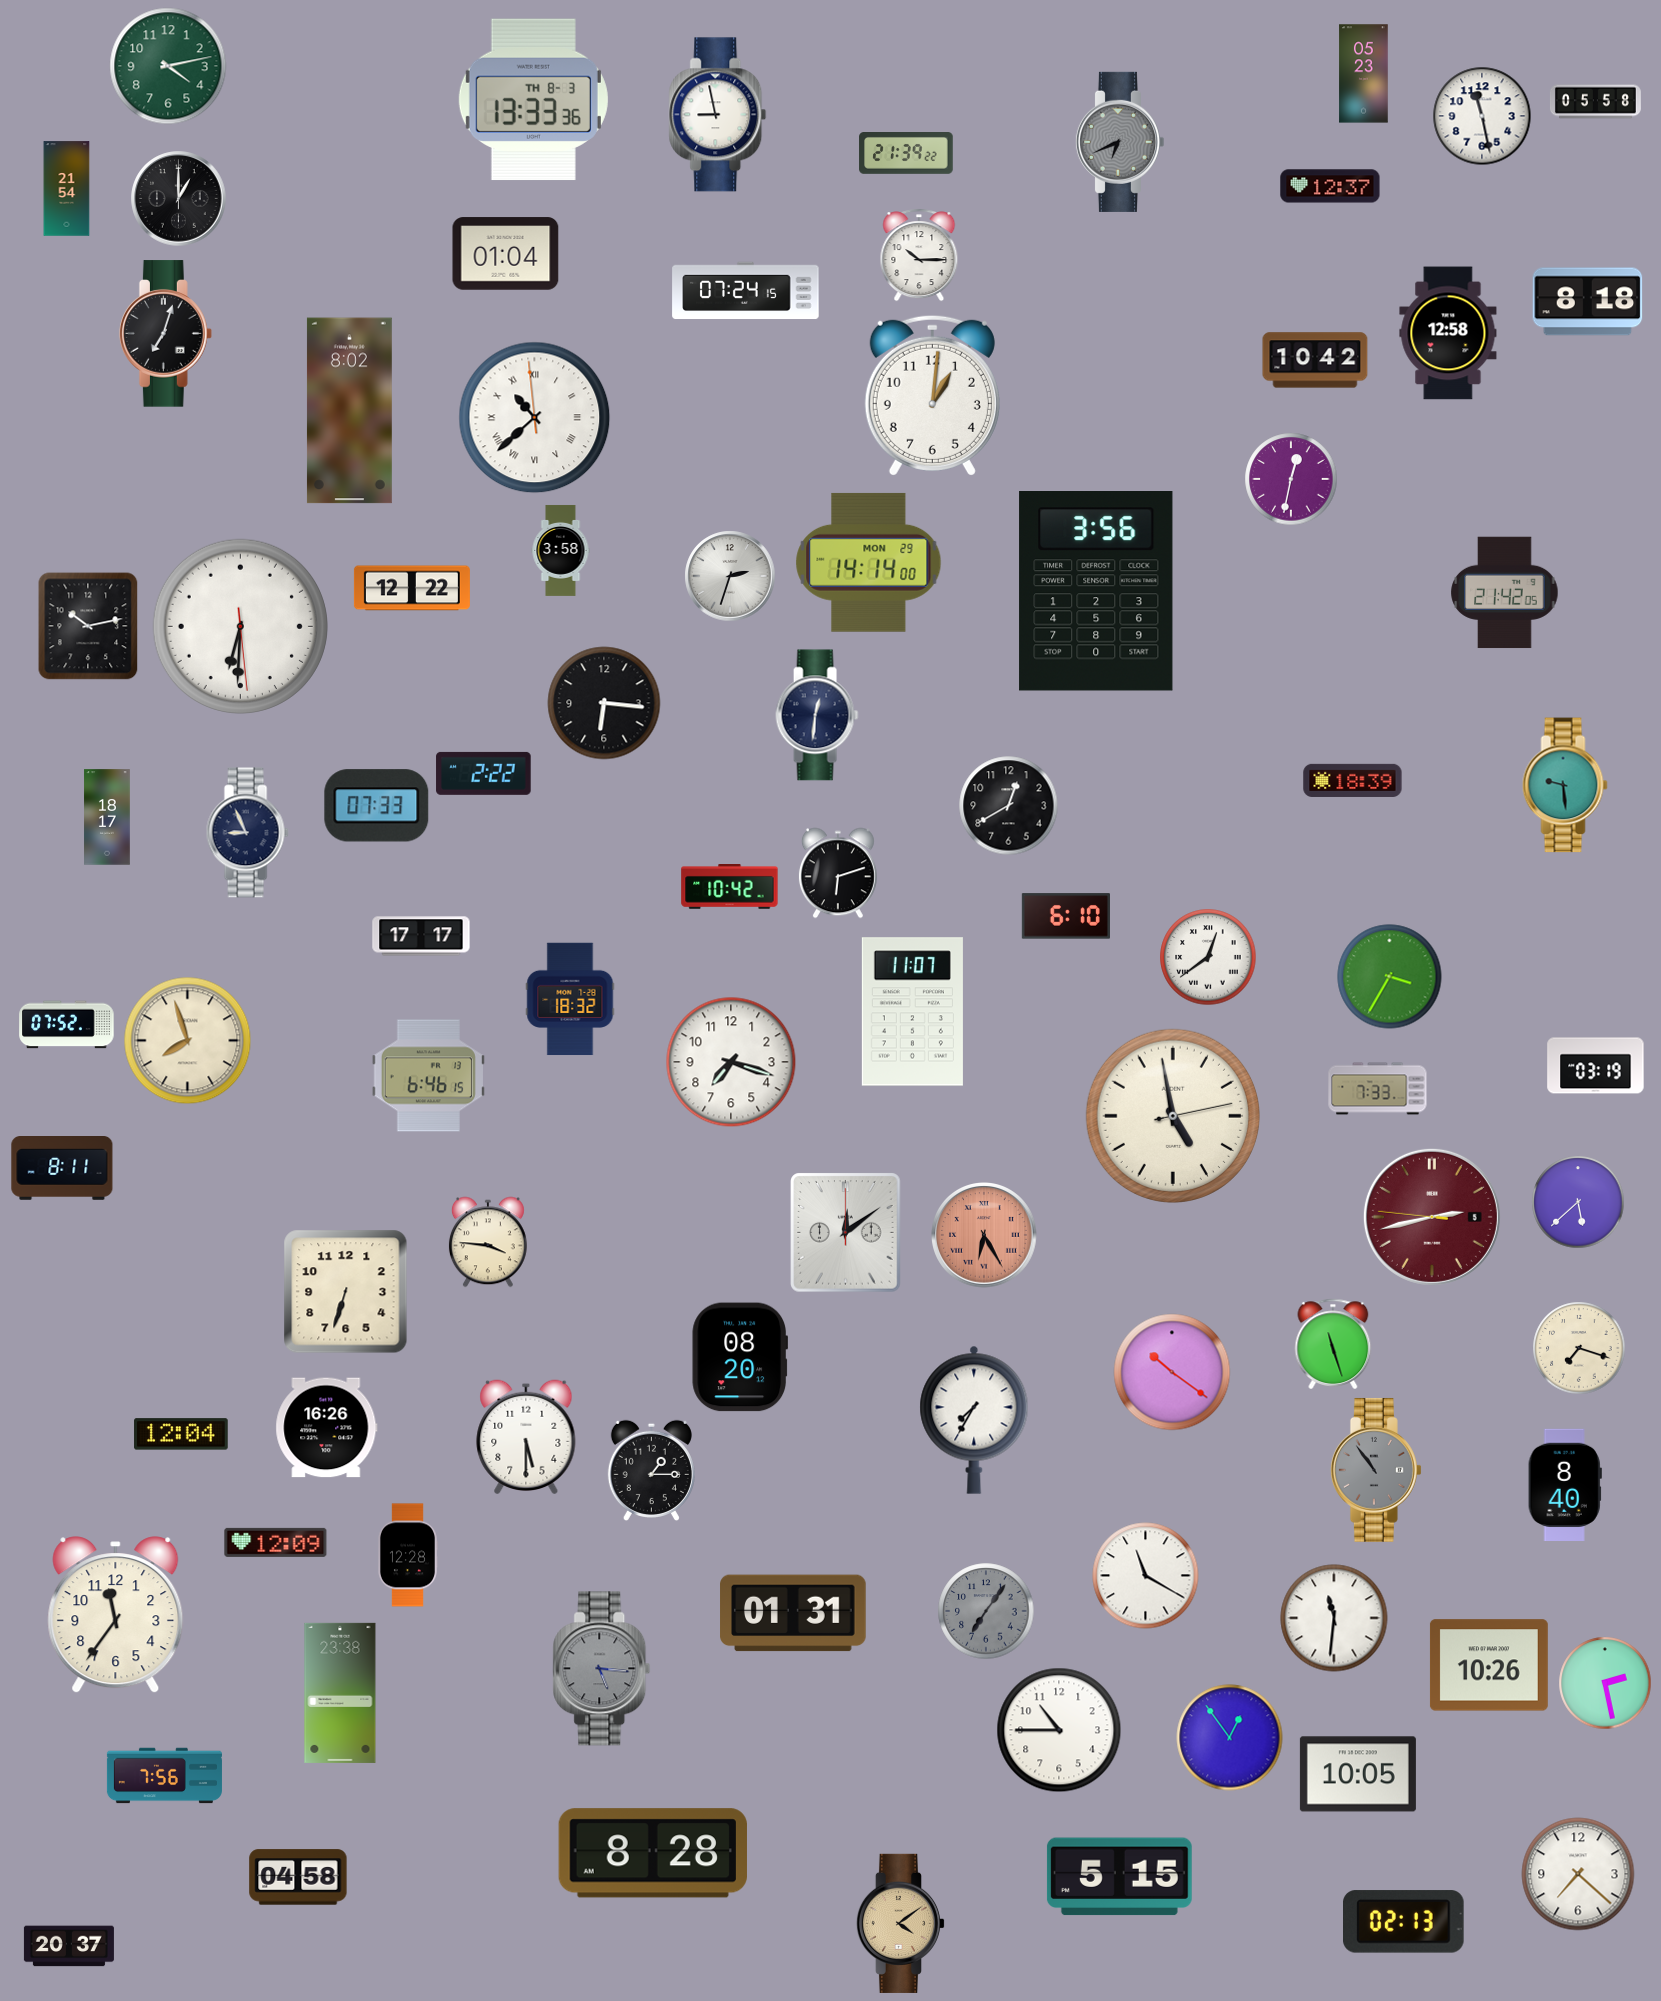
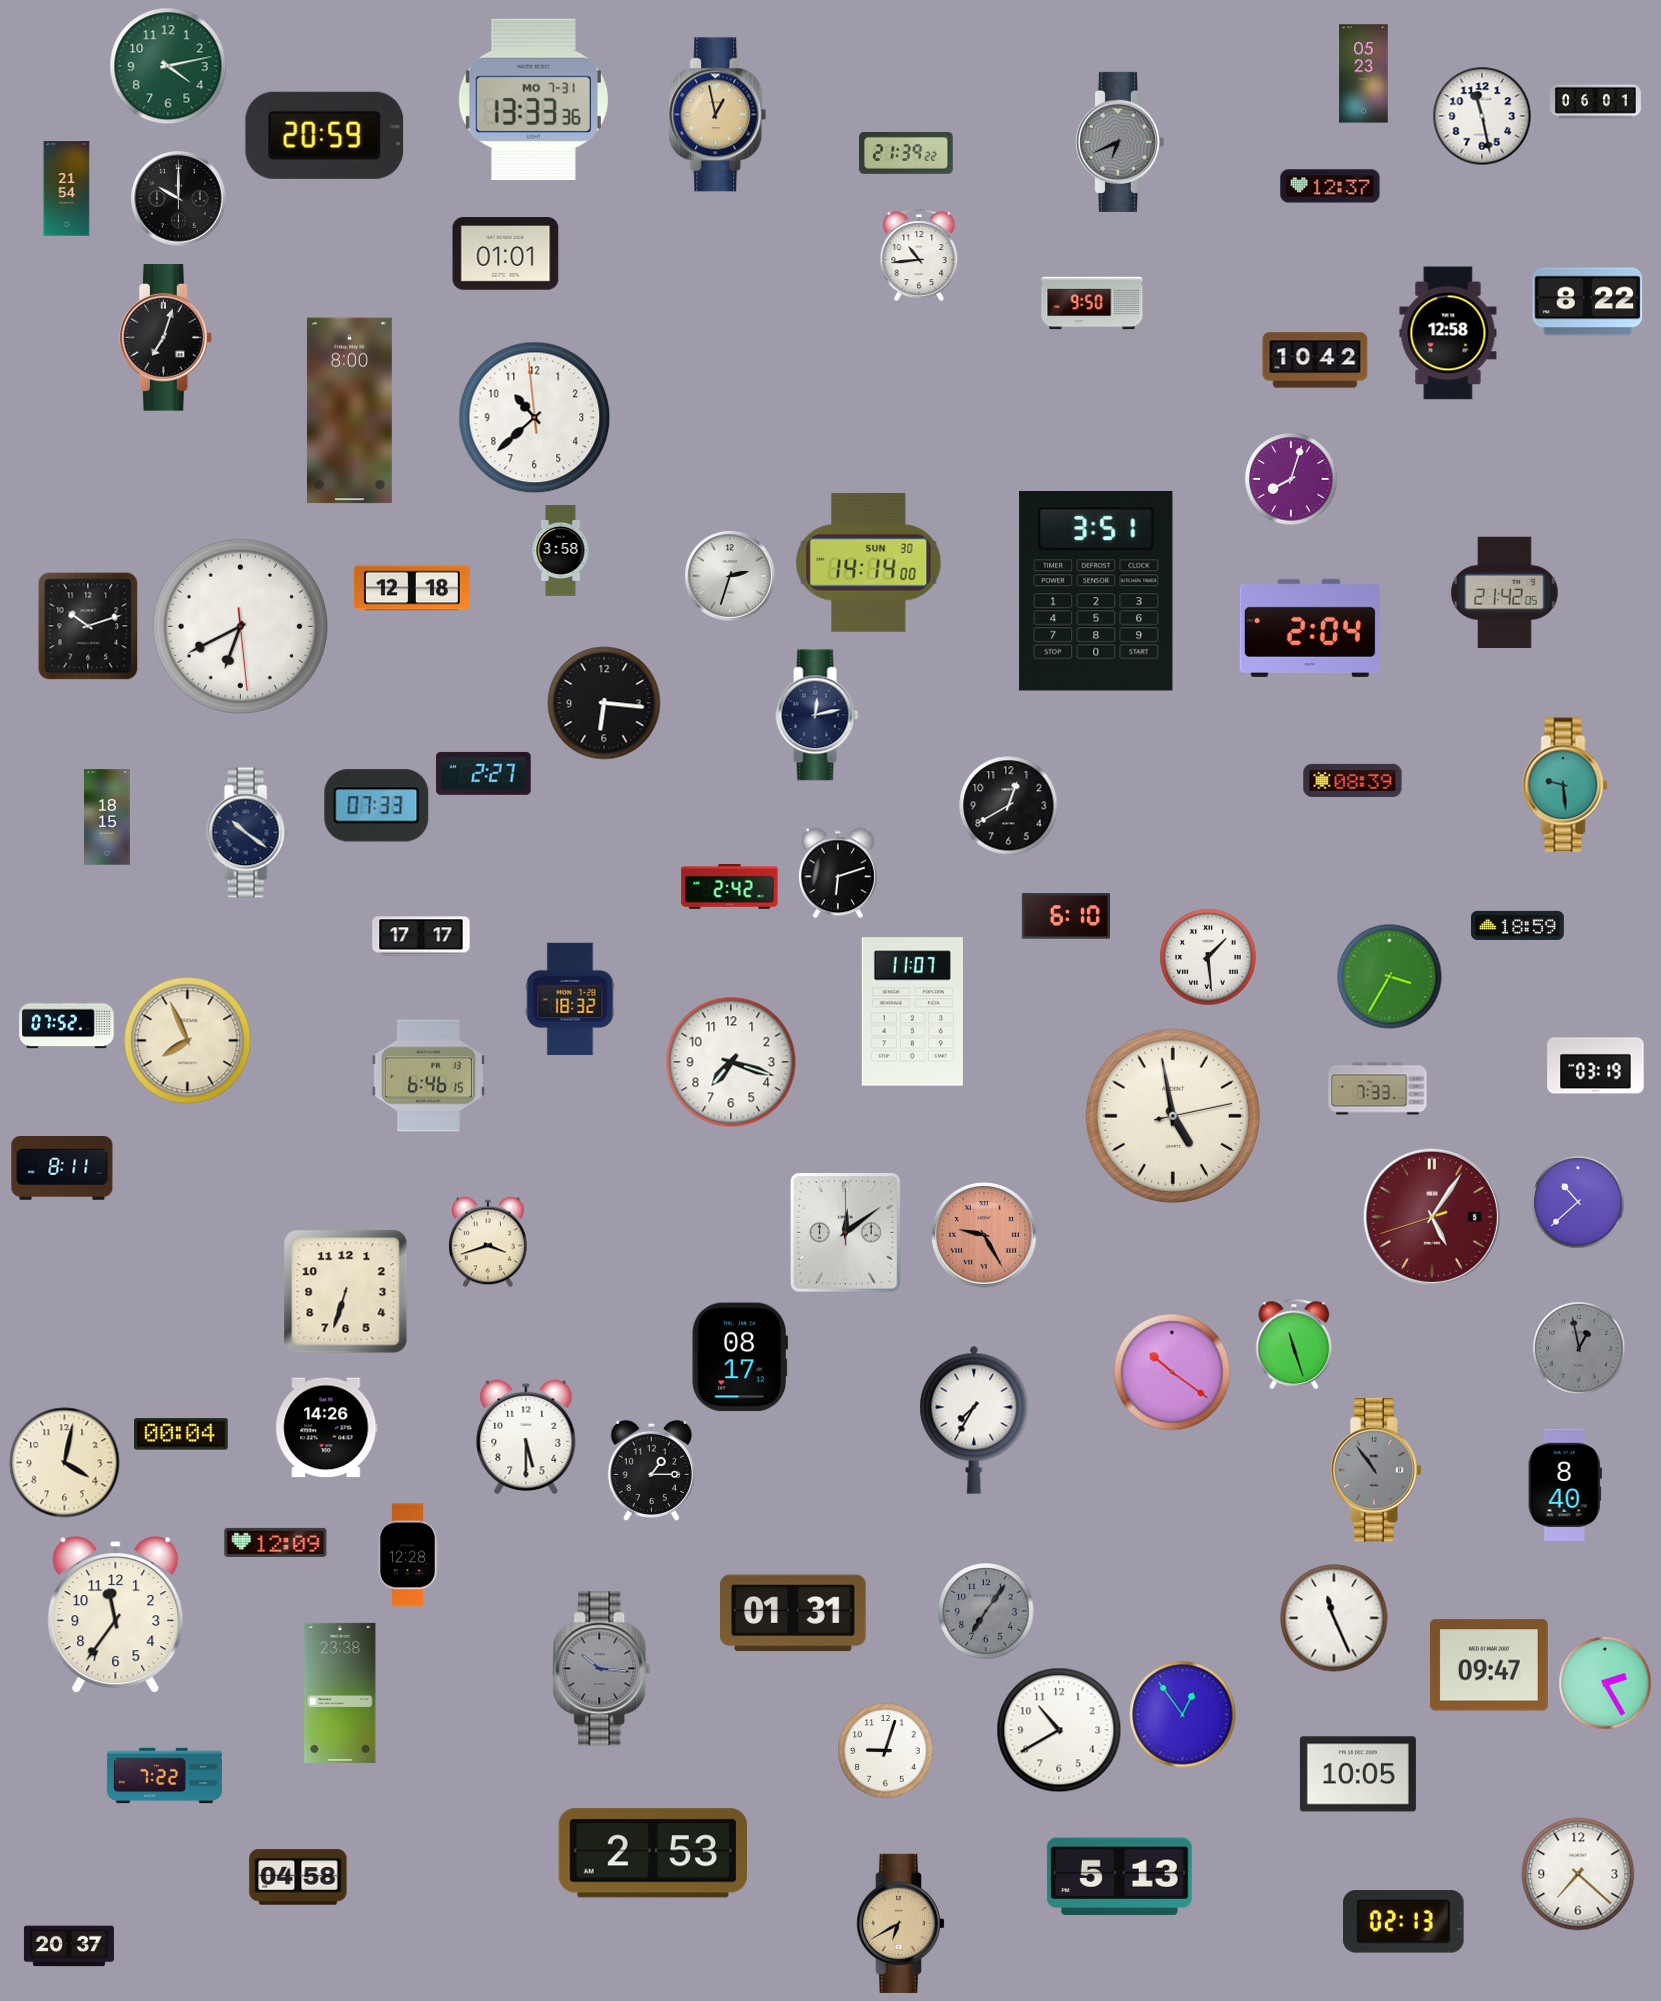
clock at (533, 100) date: TH 8-3 -> MO 7-31
clock at (1595, 102): 05:58 -> 06:01
clock at (718, 115): 8:58 -> 12:58
clock at (718, 115) dial: white -> champagne
clock at (325, 135): none -> 20:59
clock at (179, 199): 1:00 -> 10:00
clock at (506, 254): 01:04 -> 01:01
clock at (919, 255): 10:15 -> 10:44
clock at (746, 291): 07:24 -> none
clock at (1588, 302): 8:18 -> 8:22
clock at (1092, 303): none -> 9:50
clock at (165, 334) position: (165, 334) -> (165, 338)
clock at (932, 395): 1:01 -> none
clock at (349, 411): 8:02 -> 8:00
clock at (535, 418) numerals: Roman -> Arabic
clock at (1291, 479): 12:32 -> 8:03
clock at (869, 562) date: MON 29 -> SUN 30
clock at (412, 588): 12:22 -> 12:18
clock at (1096, 592): 3:56 -> 3:51
clock at (88, 626): 10:13 -> 10:12
clock at (240, 626): 6:30 -> 6:40
clock at (1310, 628): none -> 2:04
clock at (817, 715): 12:31 -> 12:13
clock at (484, 773): 2:22 -> 2:27
clock at (1353, 780): 18:39 -> 08:39
clock at (107, 817): 18:17 -> 18:15
clock at (247, 833): 8:56 -> 10:21
clock at (730, 887): 10:42 -> 2:42
clock at (1518, 925): none -> 18:59
clock at (1208, 957): 12:39 -> 1:29
clock at (188, 1041): 7:57 -> 7:56
clock at (1578, 1202): 5:38 -> 10:38
clock at (1432, 1217): 2:42 -> 5:05
clock at (984, 1235): 6:25 -> 9:25
clock at (488, 1242): 3:46 -> 3:42
clock at (1333, 1343) position: (1333, 1343) -> (1294, 1343)
clock at (1579, 1348): 7:18 -> 12:58
clock at (1579, 1348) dial: cream -> grey
clock at (739, 1357): 08:20 -> 08:17
clock at (327, 1428): 16:26 -> 14:26
clock at (181, 1434): 12:04 -> 00:04
clock at (65, 1463): none -> 4:02
clock at (1146, 1576): 11:20 -> none
clock at (1334, 1618): 11:31 -> 11:26
clock at (1489, 1665): 10:26 -> 09:47
clock at (602, 1669): 5:16 -> 10:16
clock at (1605, 1683): 2:28 -> 2:25
clock at (1059, 1730): 10:45 -> 10:40
clock at (1230, 1738) position: (1230, 1738) -> (1183, 1715)
clock at (886, 1751): none -> 9:03
clock at (164, 1776): 7:56 -> 7:22
clock at (653, 1853): 8:28 -> 2:53
clock at (1119, 1877): 5:15 -> 5:13
clock at (901, 1923): 4:09 -> 6:40
